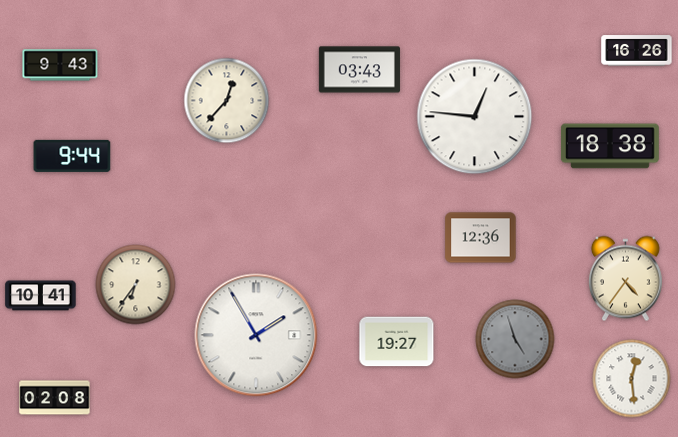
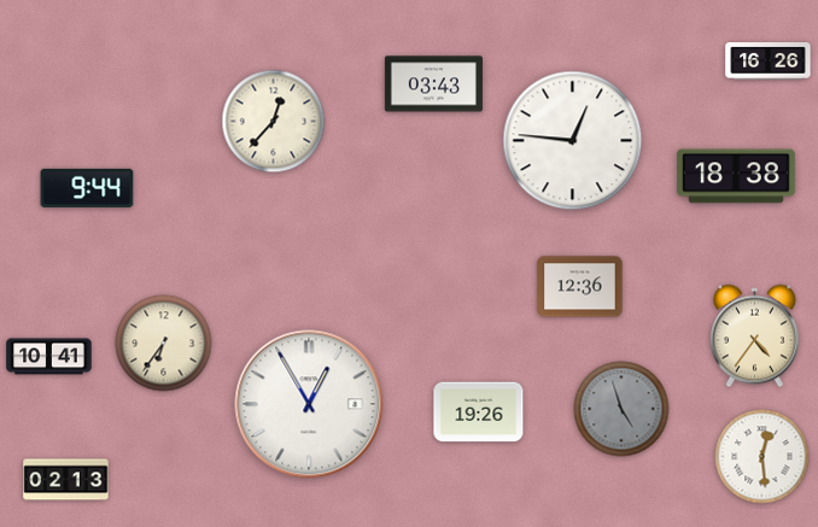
clock at (60, 65): 9:43 -> none
clock at (256, 335): 1:55 -> 12:55
clock at (397, 342): 19:27 -> 19:26
clock at (55, 398): 02:08 -> 02:13
